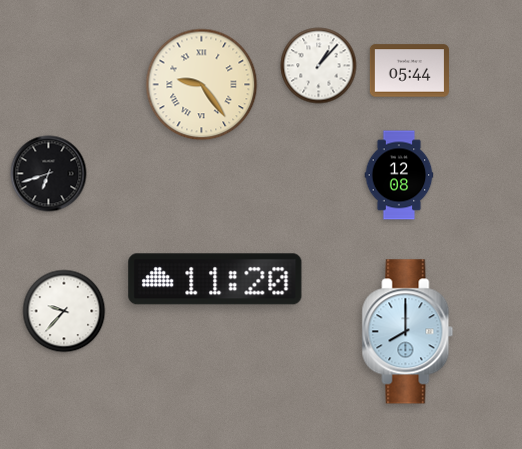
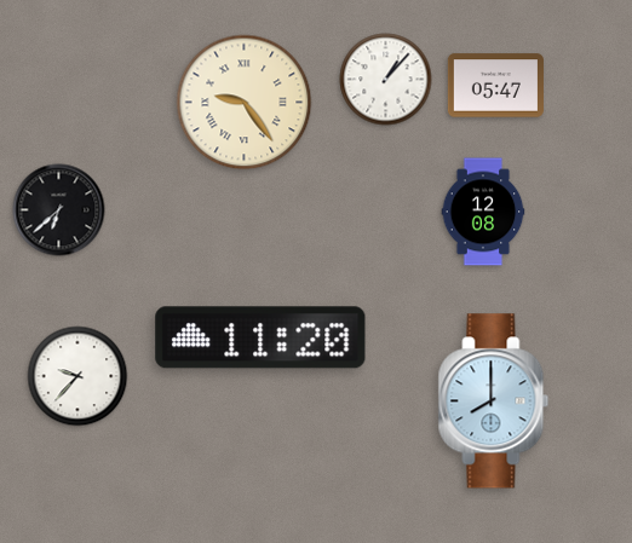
clock at (409, 71): 05:44 -> 05:47
clock at (49, 174): 6:42 -> 6:38
